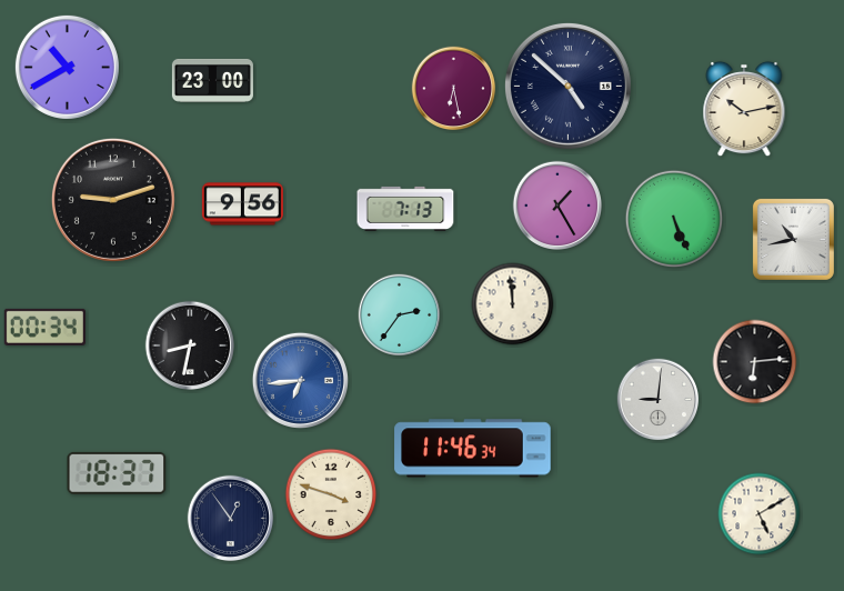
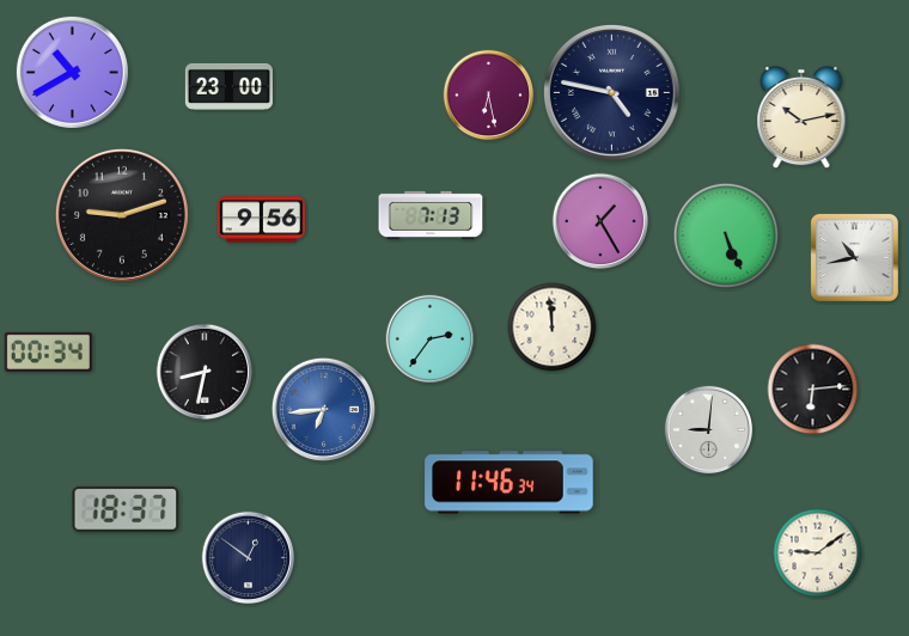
clock at (567, 86): 4:52 -> 4:47
clock at (405, 209) position: (405, 209) -> (431, 215)
clock at (331, 494): 3:48 -> none
clock at (760, 514): 5:10 -> 9:09
clock at (231, 519): 12:54 -> 12:51
